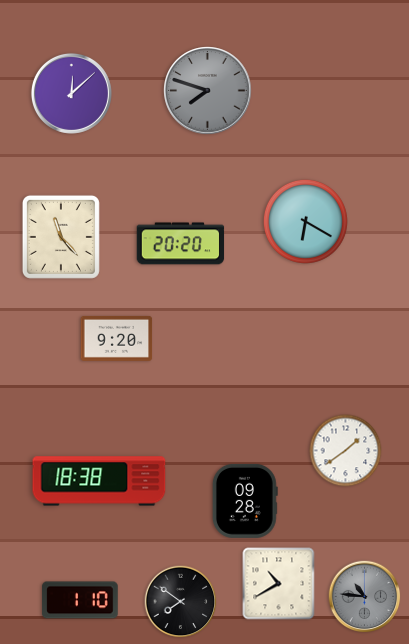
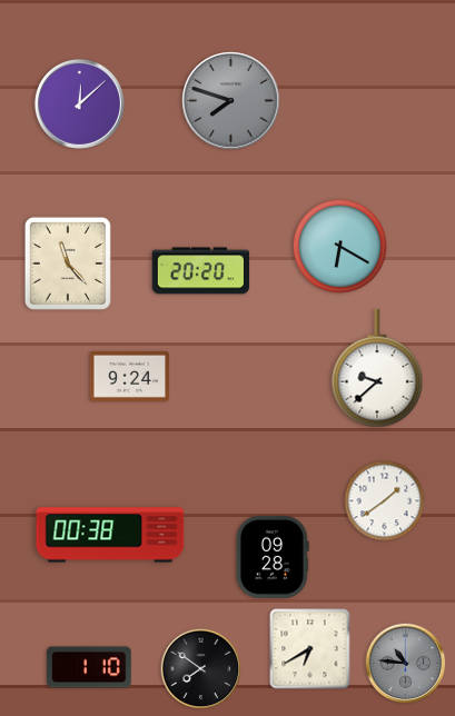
clock at (377, 368): none -> 9:38
clock at (117, 338): 9:20 -> 9:24
clock at (99, 481): 18:38 -> 00:38
clock at (279, 584): 10:40 -> 6:40
